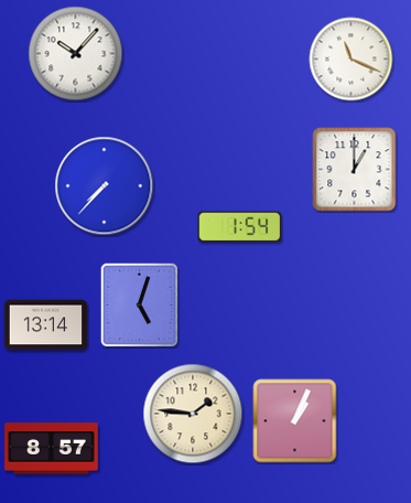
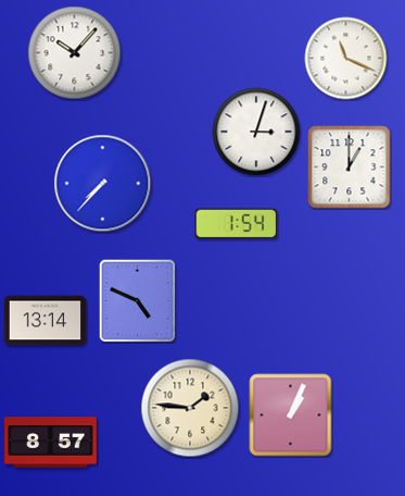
clock at (256, 132): none -> 3:03
clock at (140, 306): 5:03 -> 4:49
